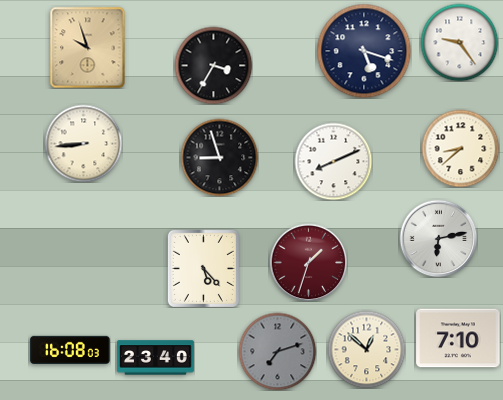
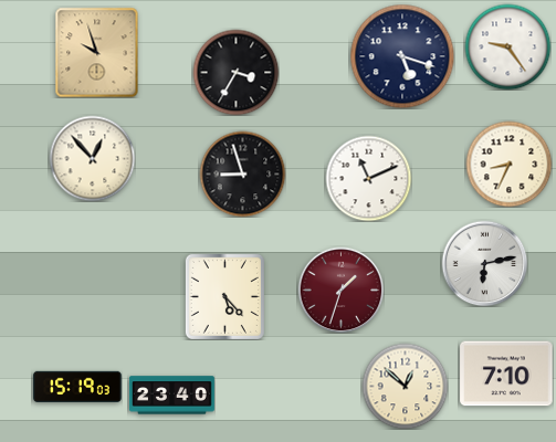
clock at (83, 143): 8:44 -> 12:53
clock at (460, 148): 8:38 -> 8:34
clock at (333, 161): 8:11 -> 11:11
clock at (70, 349): 16:08 -> 15:19
clock at (277, 351): 7:12 -> none
